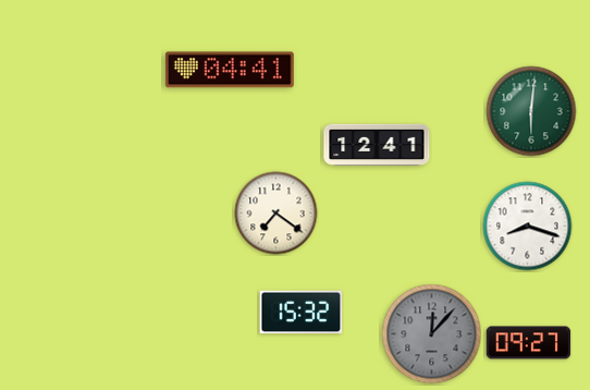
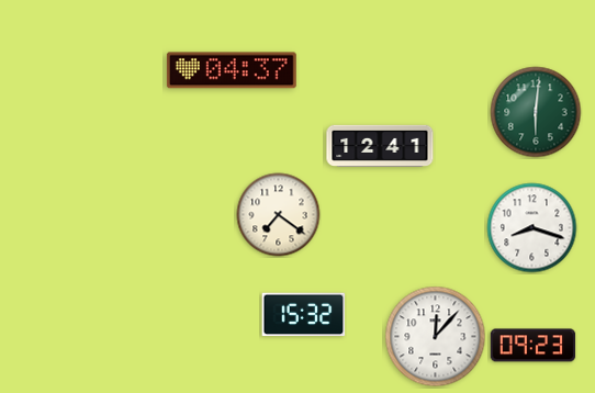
clock at (230, 70): 04:41 -> 04:37
clock at (432, 334) dial: grey -> white
clock at (529, 343): 09:27 -> 09:23
